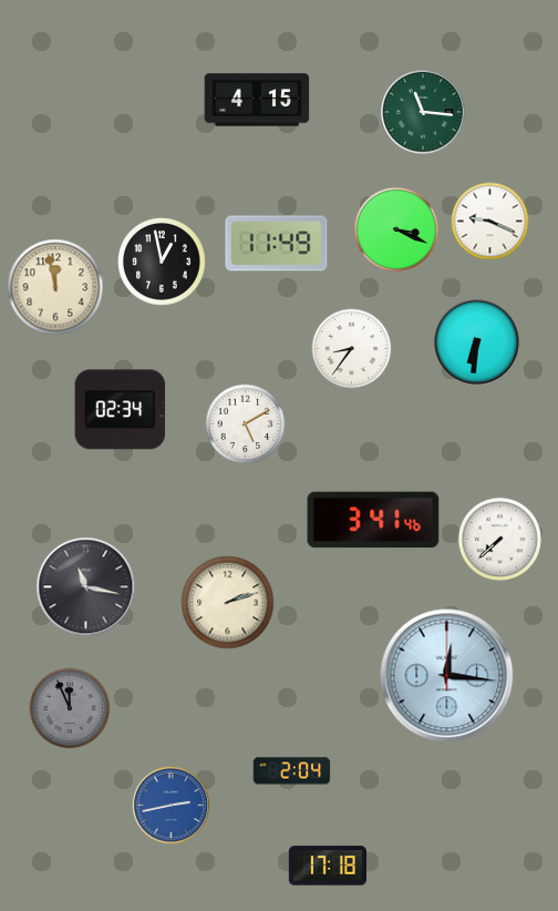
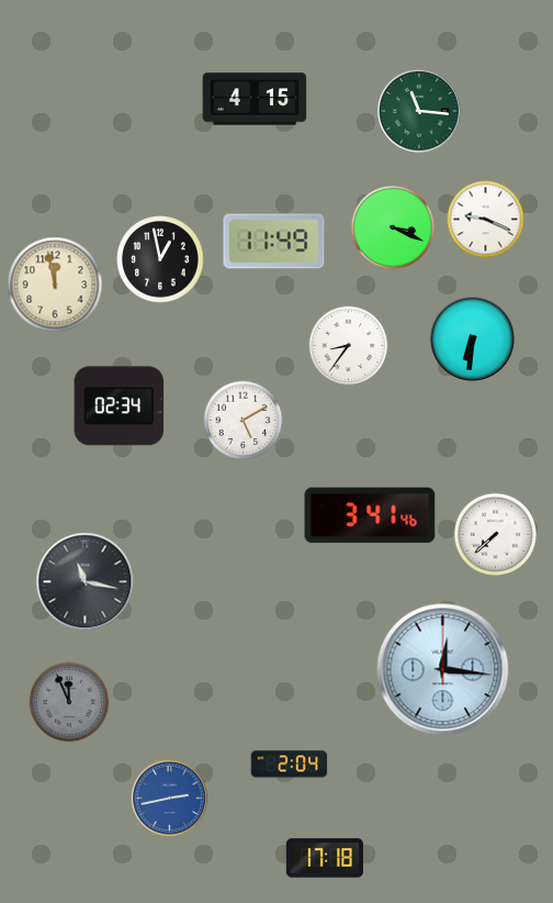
clock at (228, 603): 2:12 -> none
